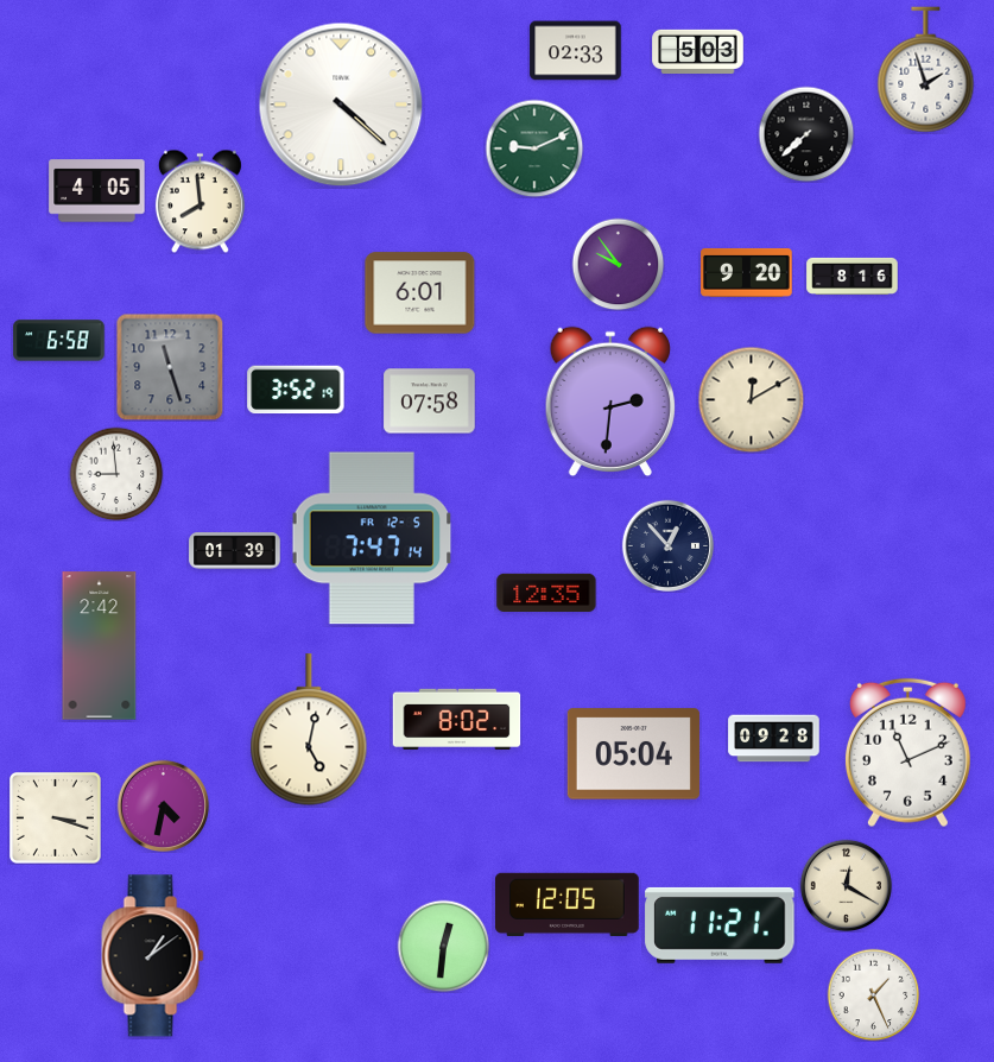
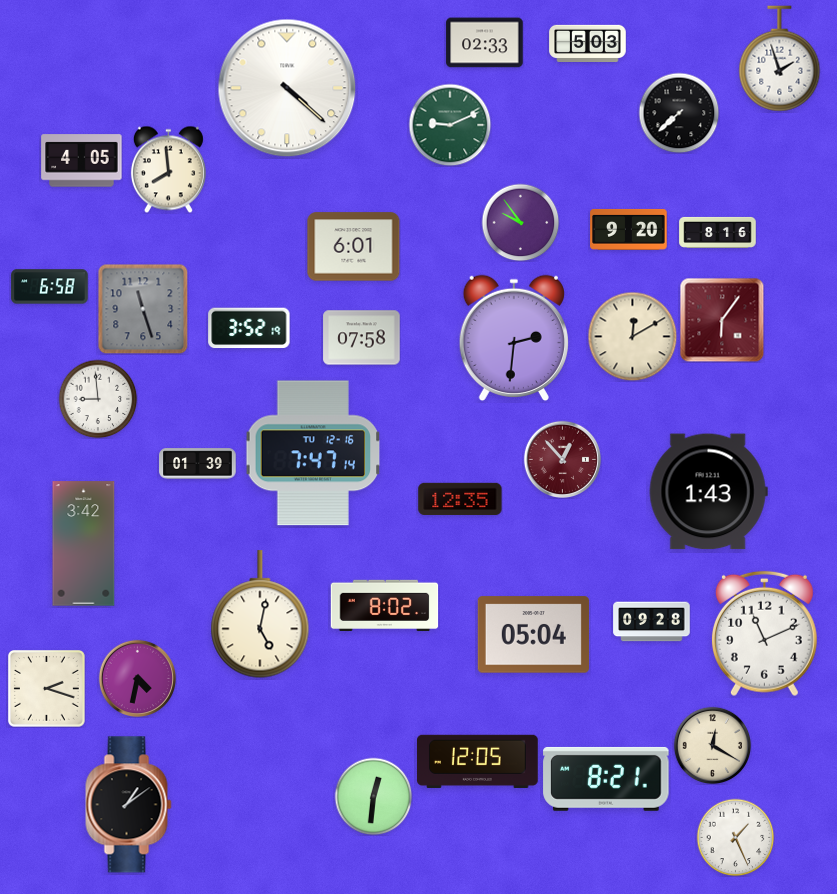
clock at (722, 320): none -> 6:06
clock at (372, 538) date: FR 12-5 -> TU 12-16
clock at (667, 545) dial: navy -> burgundy
clock at (708, 492): none -> 1:43
clock at (100, 646): 2:42 -> 3:42
clock at (56, 818): 3:18 -> 2:18
clock at (720, 925): 11:21 -> 8:21
